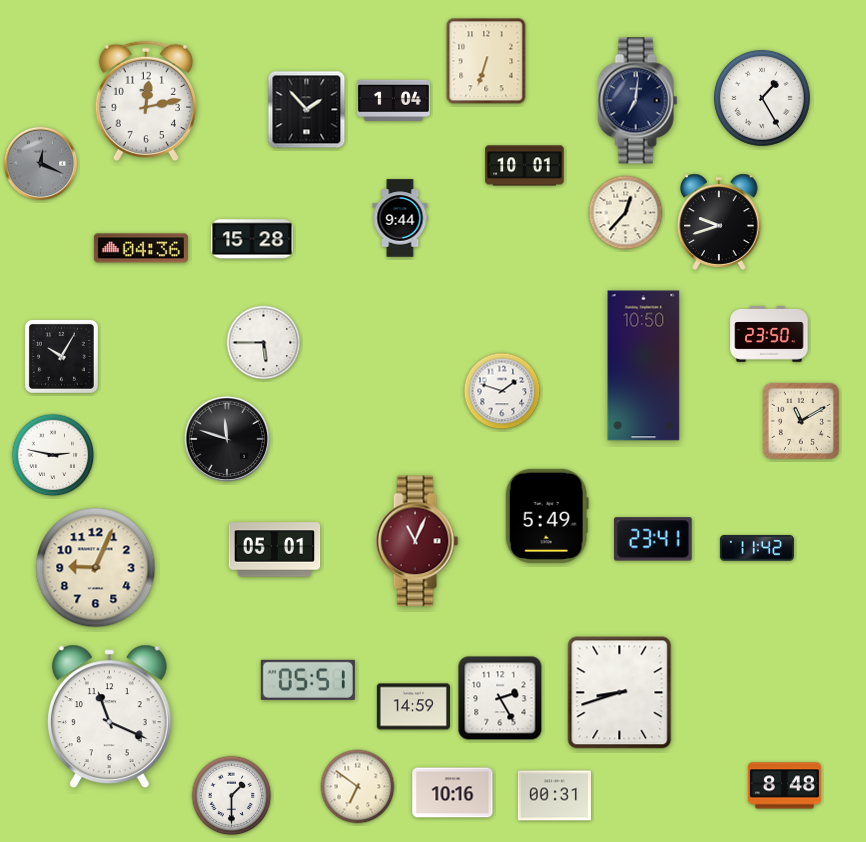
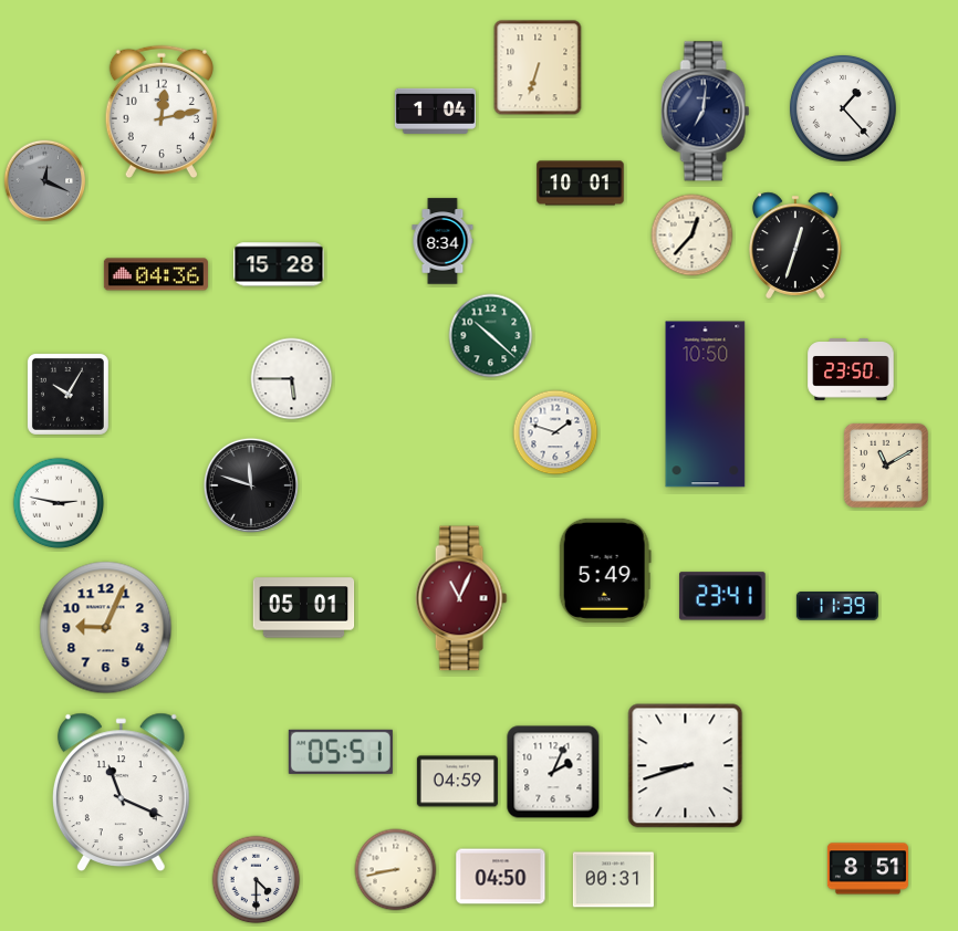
clock at (762, 98): 1:25 -> 1:23
clock at (307, 110): 1:53 -> none
clock at (400, 218): 9:44 -> 8:34
clock at (719, 222): 9:42 -> 12:33
clock at (491, 336): none -> 10:22
clock at (644, 366) position: (644, 366) -> (706, 405)
clock at (757, 548): 11:42 -> 11:39
clock at (500, 698): 2:25 -> 2:04
clock at (413, 707): 14:59 -> 04:59
clock at (784, 786): 8:48 -> 8:51
clock at (358, 787): 6:51 -> 8:43
clock at (453, 793): 10:16 -> 04:50
clock at (232, 796): 1:30 -> 4:30
